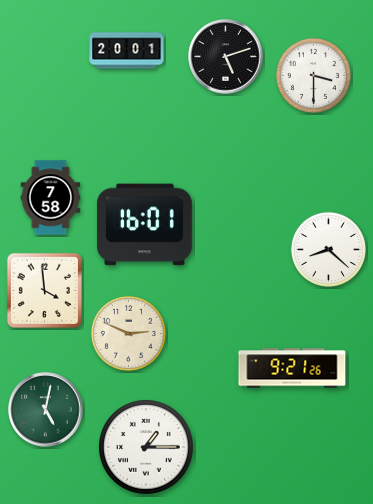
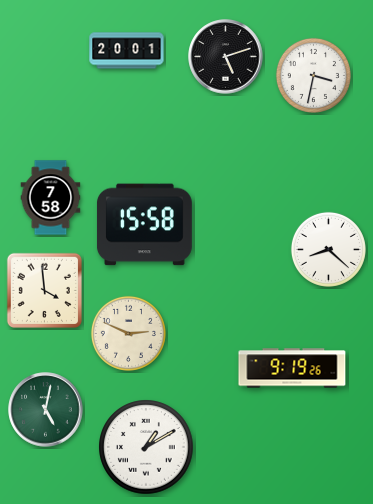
clock at (313, 75): 3:30 -> 3:32
clock at (144, 225): 16:01 -> 15:58
clock at (292, 368): 9:21 -> 9:19
clock at (146, 447): 1:15 -> 1:10
